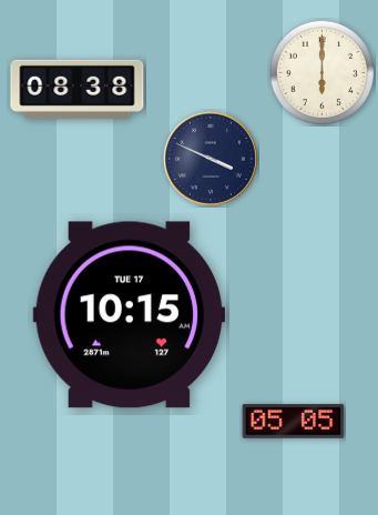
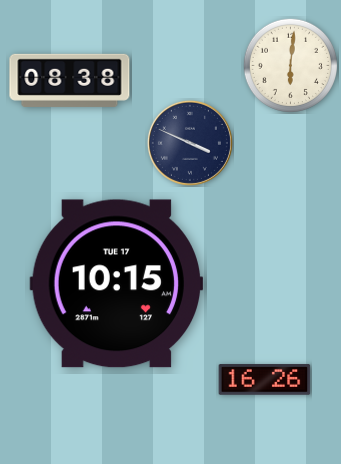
clock at (321, 72): 6:00 -> 6:01
clock at (294, 422): 05:05 -> 16:26
